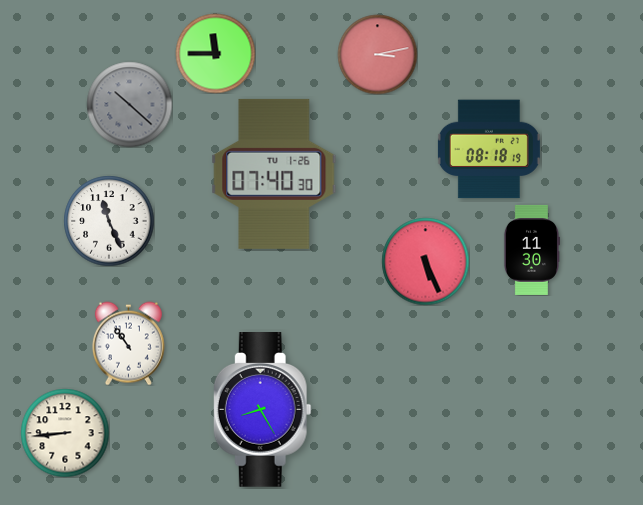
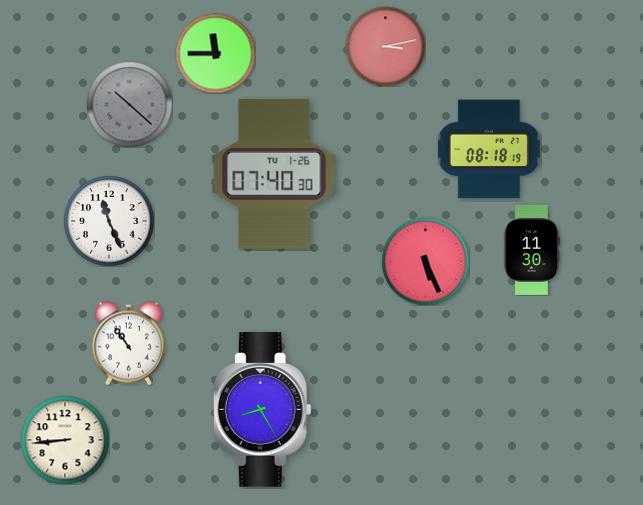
clock at (377, 54) position: (377, 54) -> (385, 46)
clock at (65, 433) position: (65, 433) -> (65, 440)
